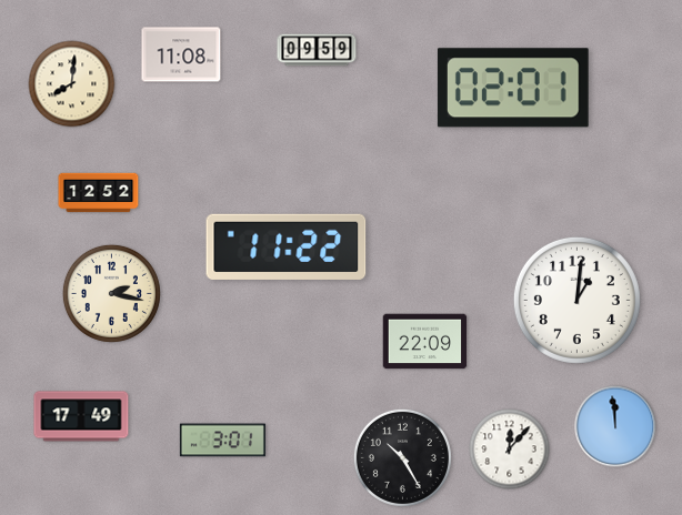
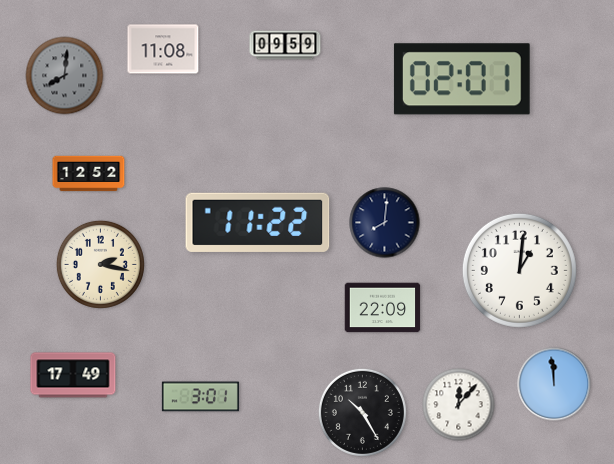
clock at (72, 84) dial: cream -> grey
clock at (385, 223): none -> 8:01
